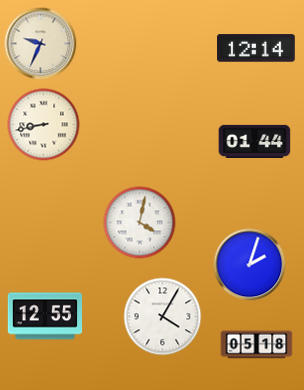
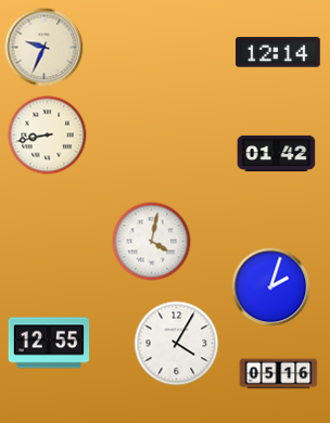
clock at (255, 141): 01:44 -> 01:42
clock at (257, 345): 05:18 -> 05:16
